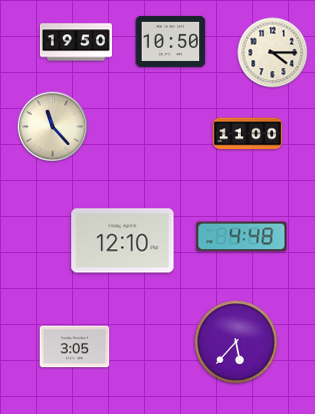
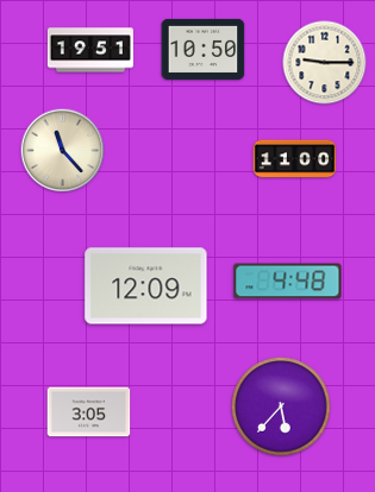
clock at (76, 42): 19:50 -> 19:51
clock at (273, 53): 4:15 -> 9:15
clock at (123, 241): 12:10 -> 12:09
